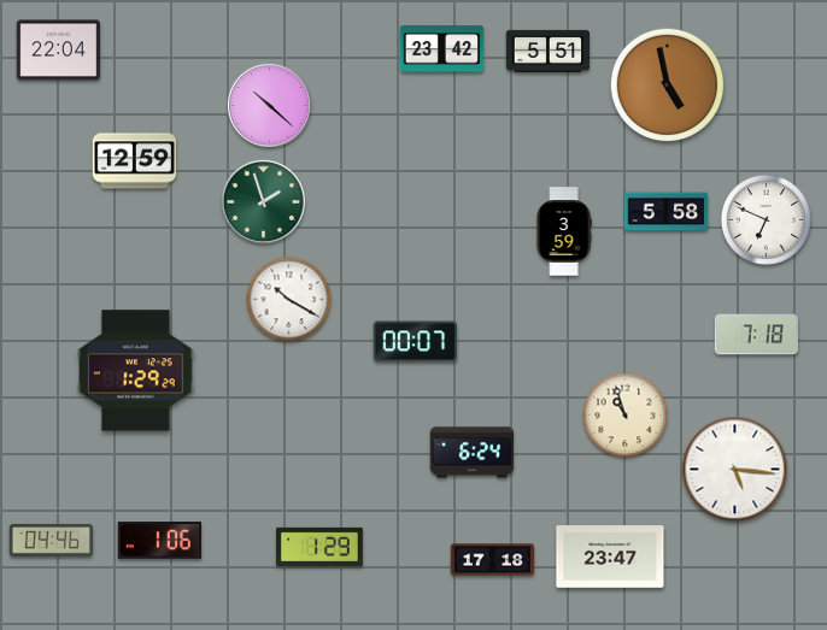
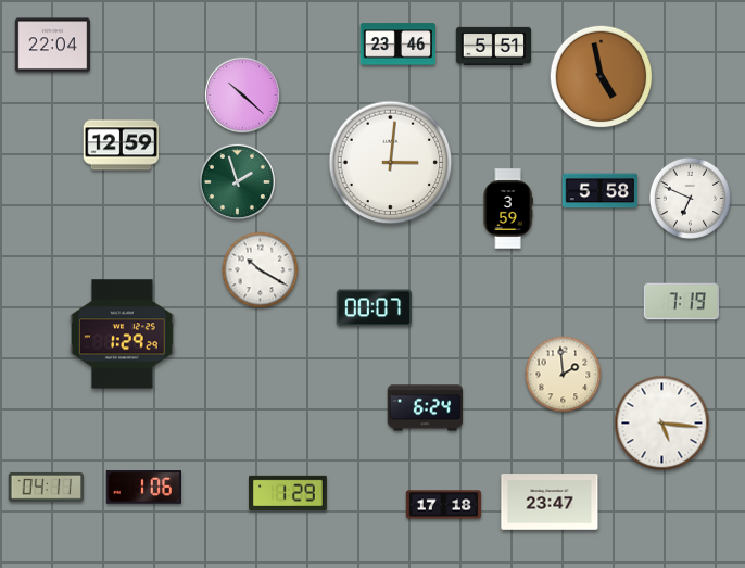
clock at (442, 49): 23:42 -> 23:46
clock at (391, 163): none -> 3:01
clock at (757, 335): 7:18 -> 7:19
clock at (626, 416): 10:57 -> 1:59
clock at (51, 540): 04:46 -> 04:11
